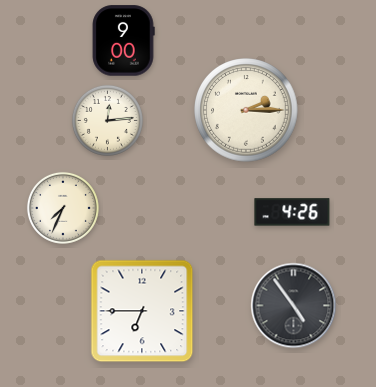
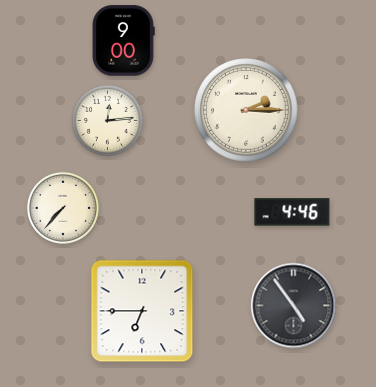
clock at (63, 208): 7:34 -> 7:37
clock at (292, 212): 4:26 -> 4:46
